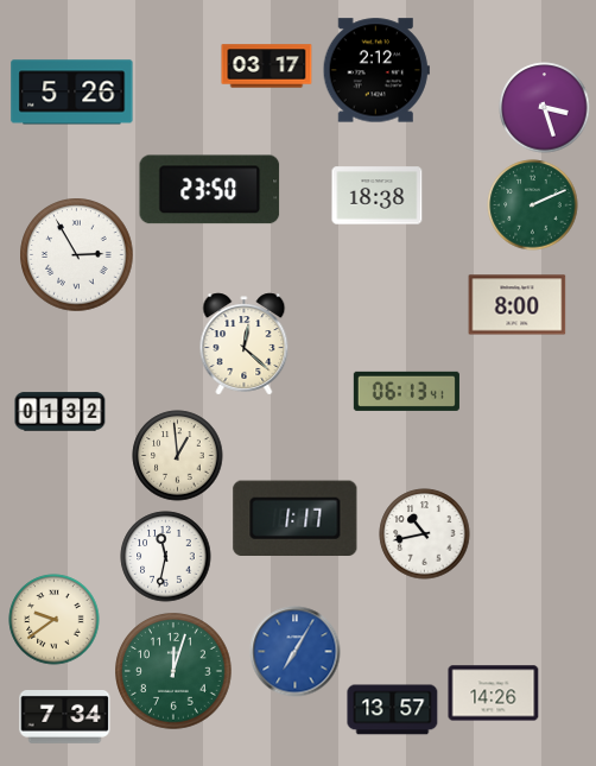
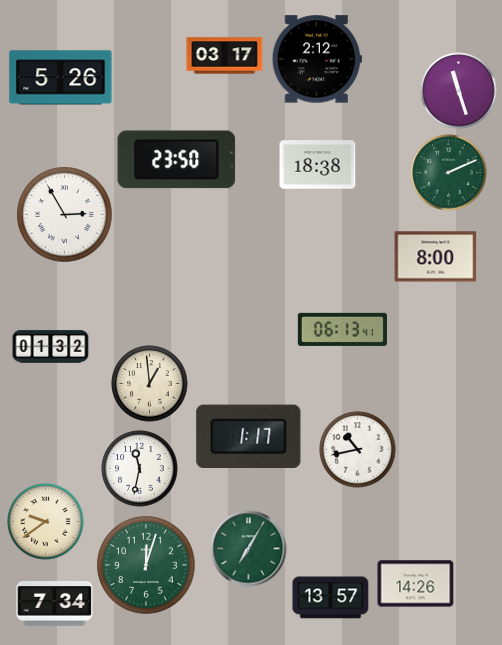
clock at (545, 108): 3:27 -> 11:27
clock at (245, 344): 12:22 -> none
clock at (296, 652) dial: blue -> green
